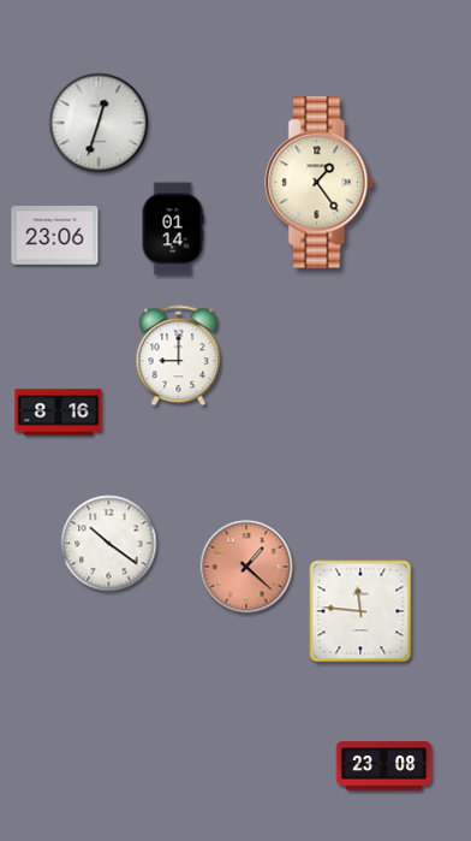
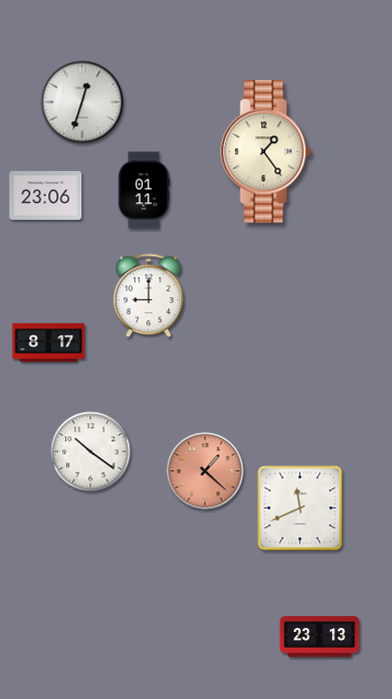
clock at (173, 229): 01:14 -> 01:11
clock at (59, 413): 8:16 -> 8:17
clock at (360, 611): 11:46 -> 11:41
clock at (384, 766): 23:08 -> 23:13
